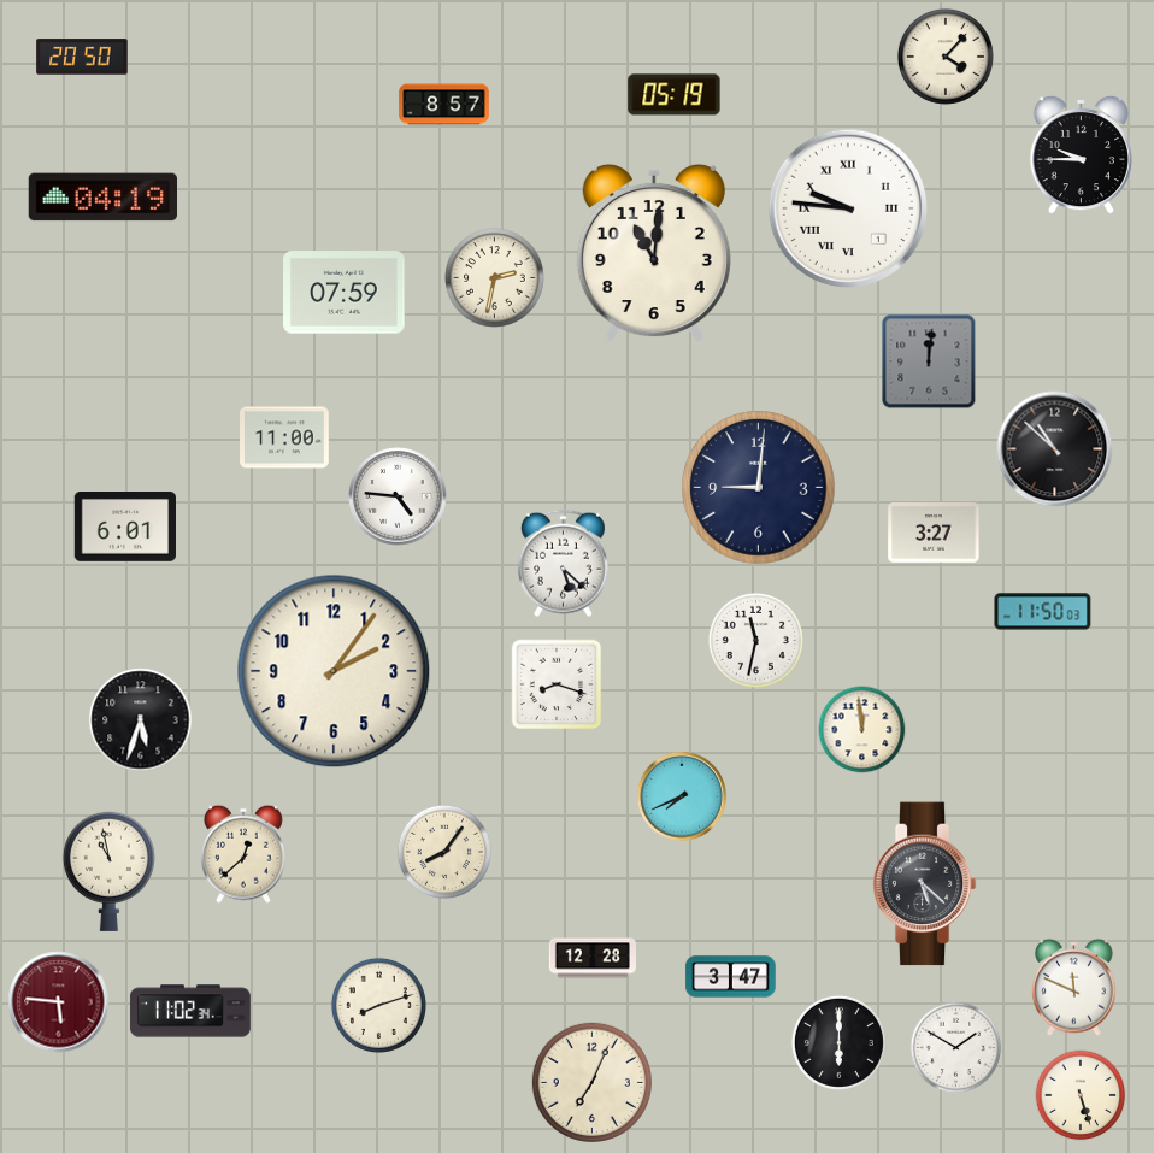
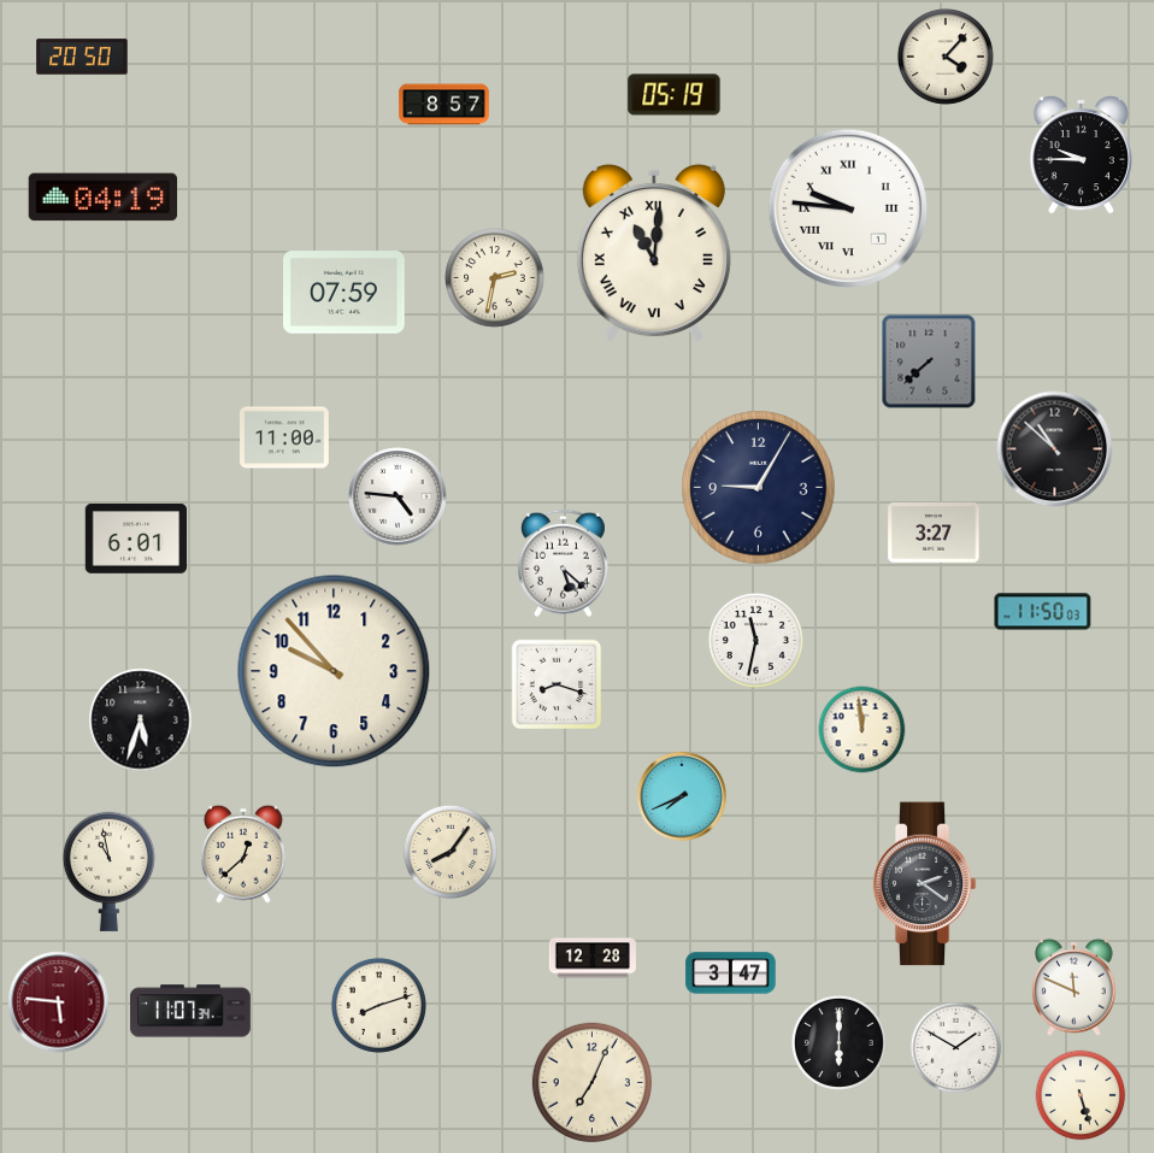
clock at (654, 253) numerals: Arabic -> Roman
clock at (929, 361): 12:01 -> 7:38
clock at (759, 488): 9:01 -> 9:05
clock at (125, 528) position: (125, 528) -> (136, 540)
clock at (334, 671): 2:06 -> 9:53
clock at (444, 852) position: (444, 852) -> (451, 852)
clock at (924, 884): 5:22 -> 2:21
clock at (731, 977) position: (731, 977) -> (731, 973)
clock at (190, 1011): 11:02 -> 11:07
